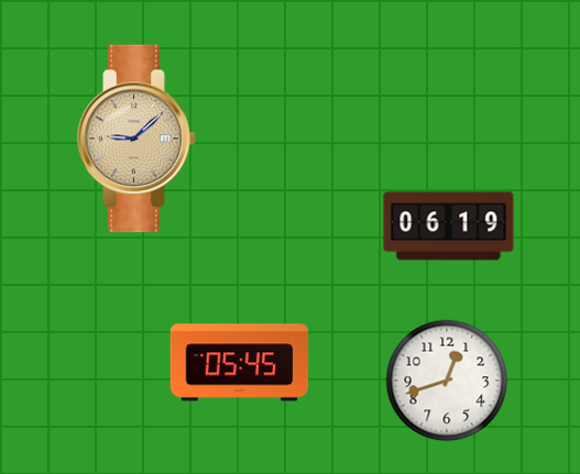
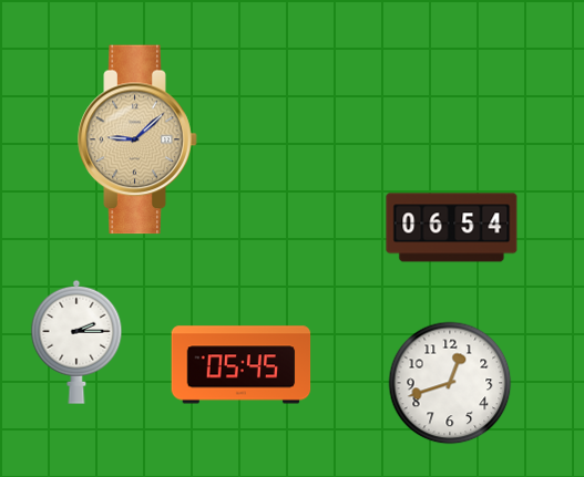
clock at (449, 227): 06:19 -> 06:54
clock at (76, 342): none -> 2:15
